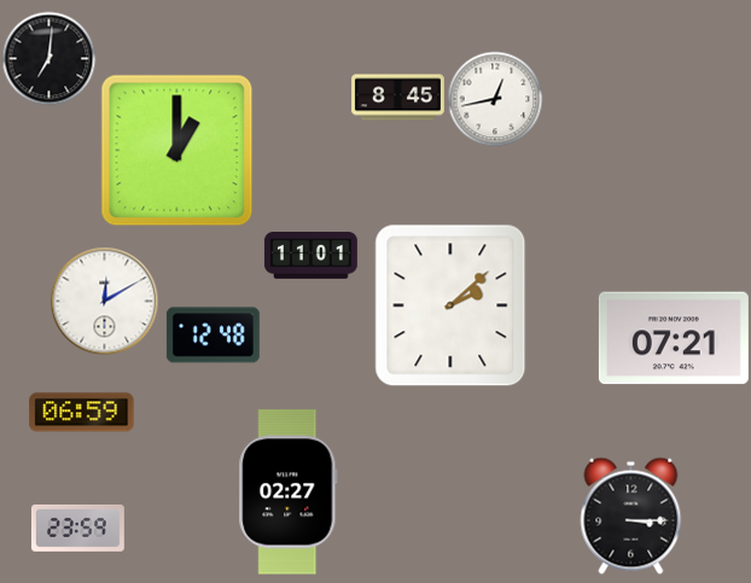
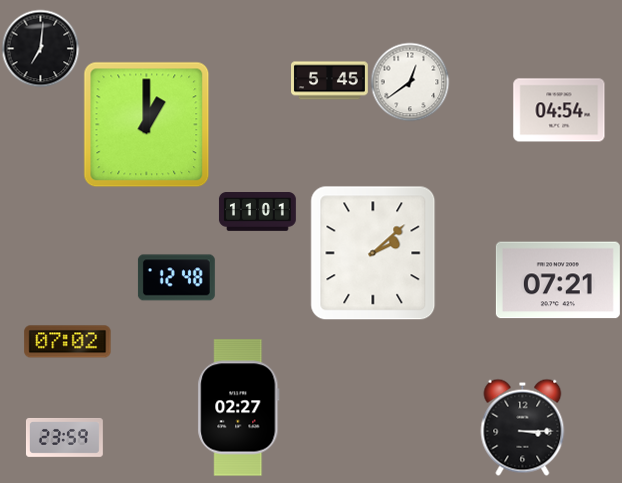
clock at (398, 98): 8:45 -> 5:45
clock at (495, 99): 12:43 -> 12:39
clock at (559, 110): none -> 04:54
clock at (104, 301): 12:10 -> none
clock at (82, 413): 06:59 -> 07:02
